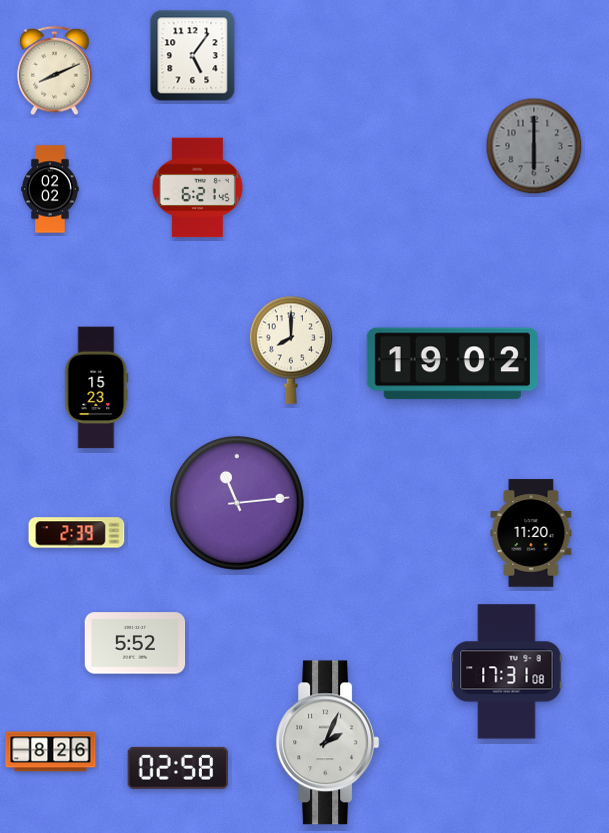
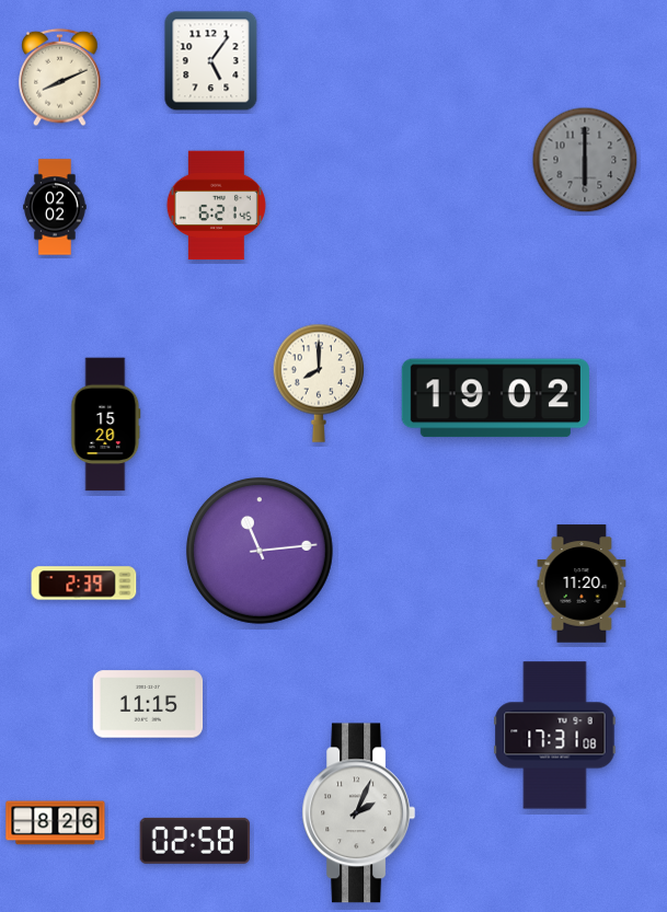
clock at (97, 388): 15:23 -> 15:20
clock at (135, 643): 5:52 -> 11:15
